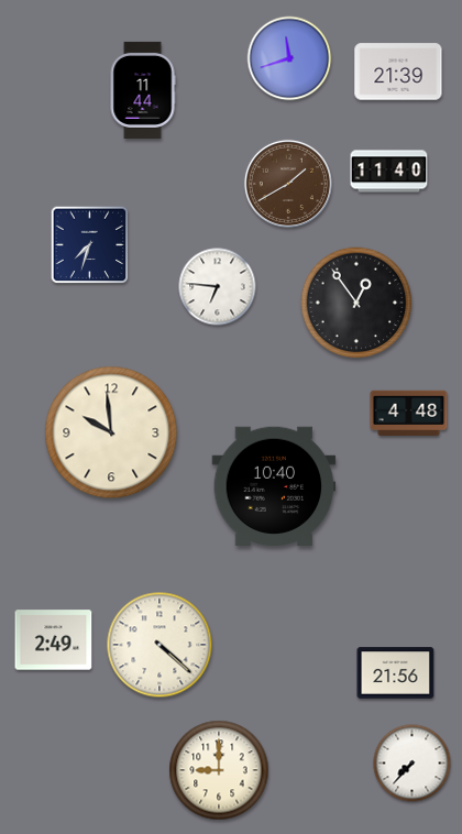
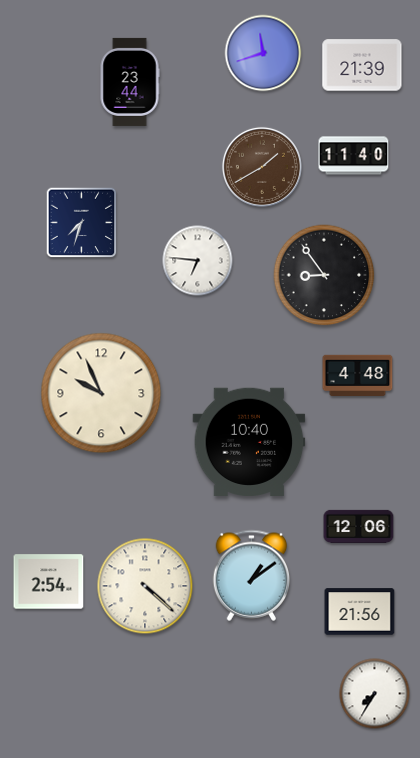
clock at (143, 90): 11:44 -> 23:44
clock at (356, 303): 12:54 -> 8:54
clock at (409, 413) position: (409, 413) -> (358, 375)
clock at (111, 432): 9:59 -> 9:56
clock at (359, 526): none -> 12:06
clock at (252, 575): none -> 1:09
clock at (54, 640): 2:49 -> 2:54
clock at (413, 764): 7:37 -> 7:35
clock at (219, 770): 9:00 -> none
